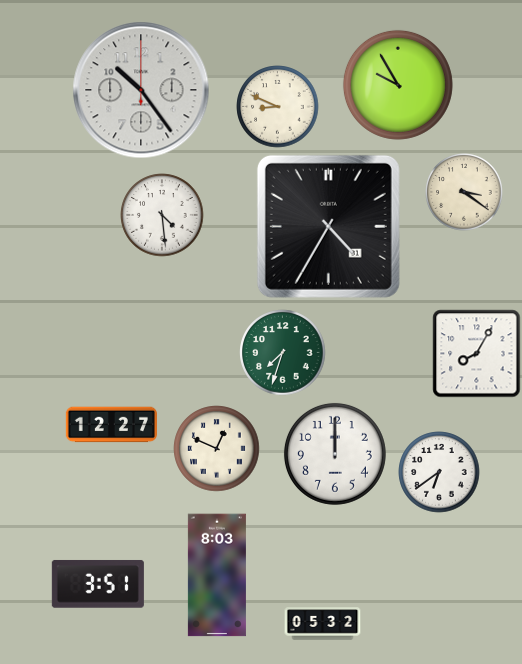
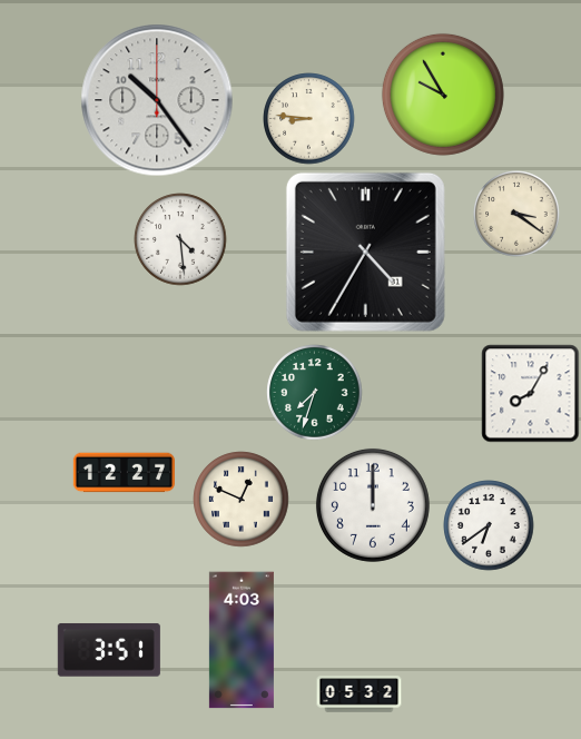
clock at (278, 107): 8:49 -> 8:46
clock at (217, 575): 8:03 -> 4:03
